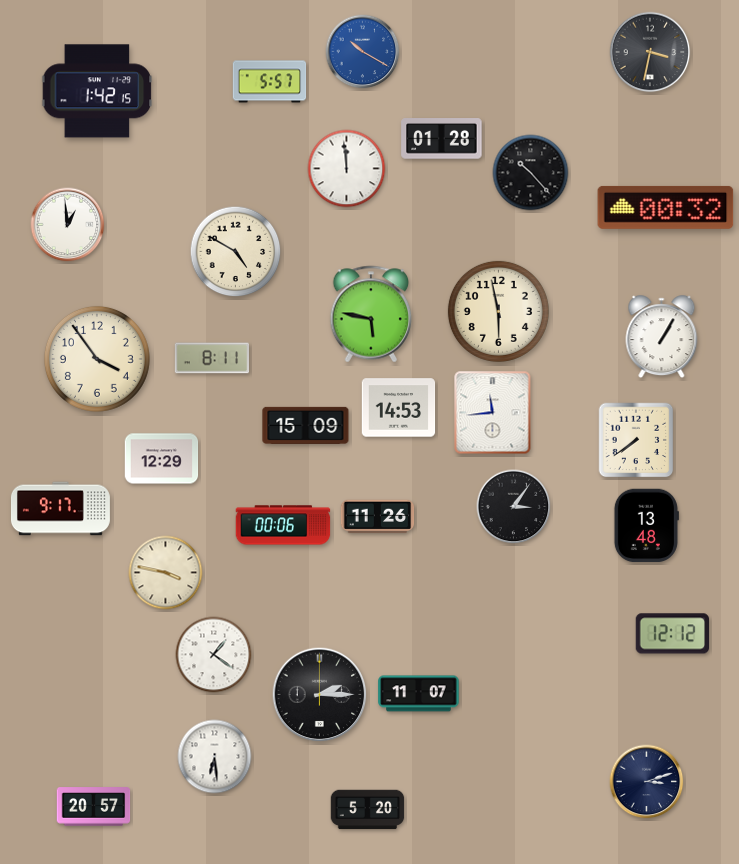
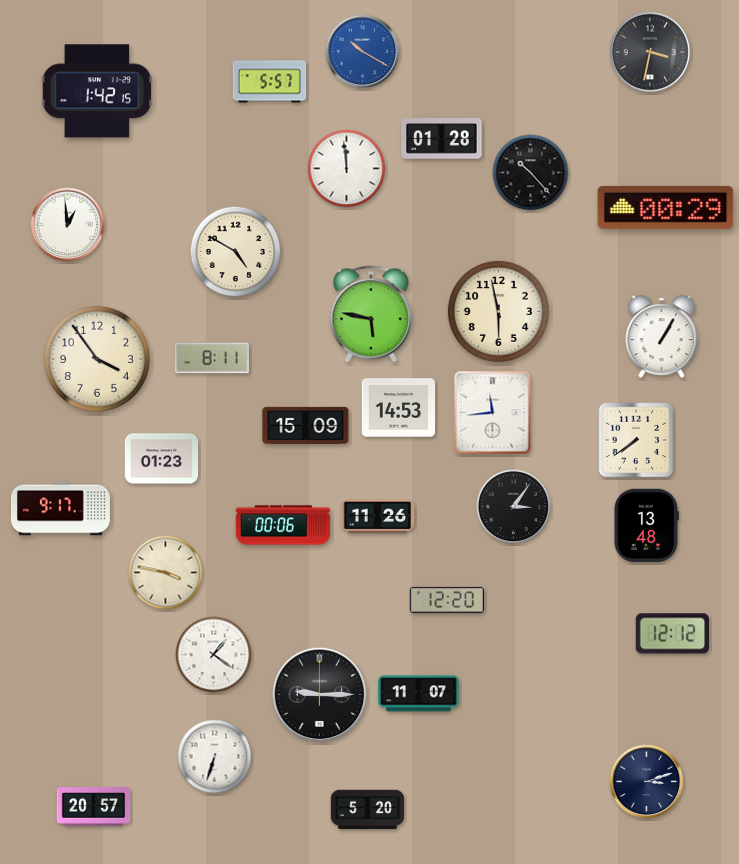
clock at (666, 207): 00:32 -> 00:29
clock at (162, 459): 12:29 -> 01:23
clock at (446, 600): none -> 12:20
clock at (320, 695): 2:15 -> 9:15
clock at (215, 757): 6:29 -> 6:33
